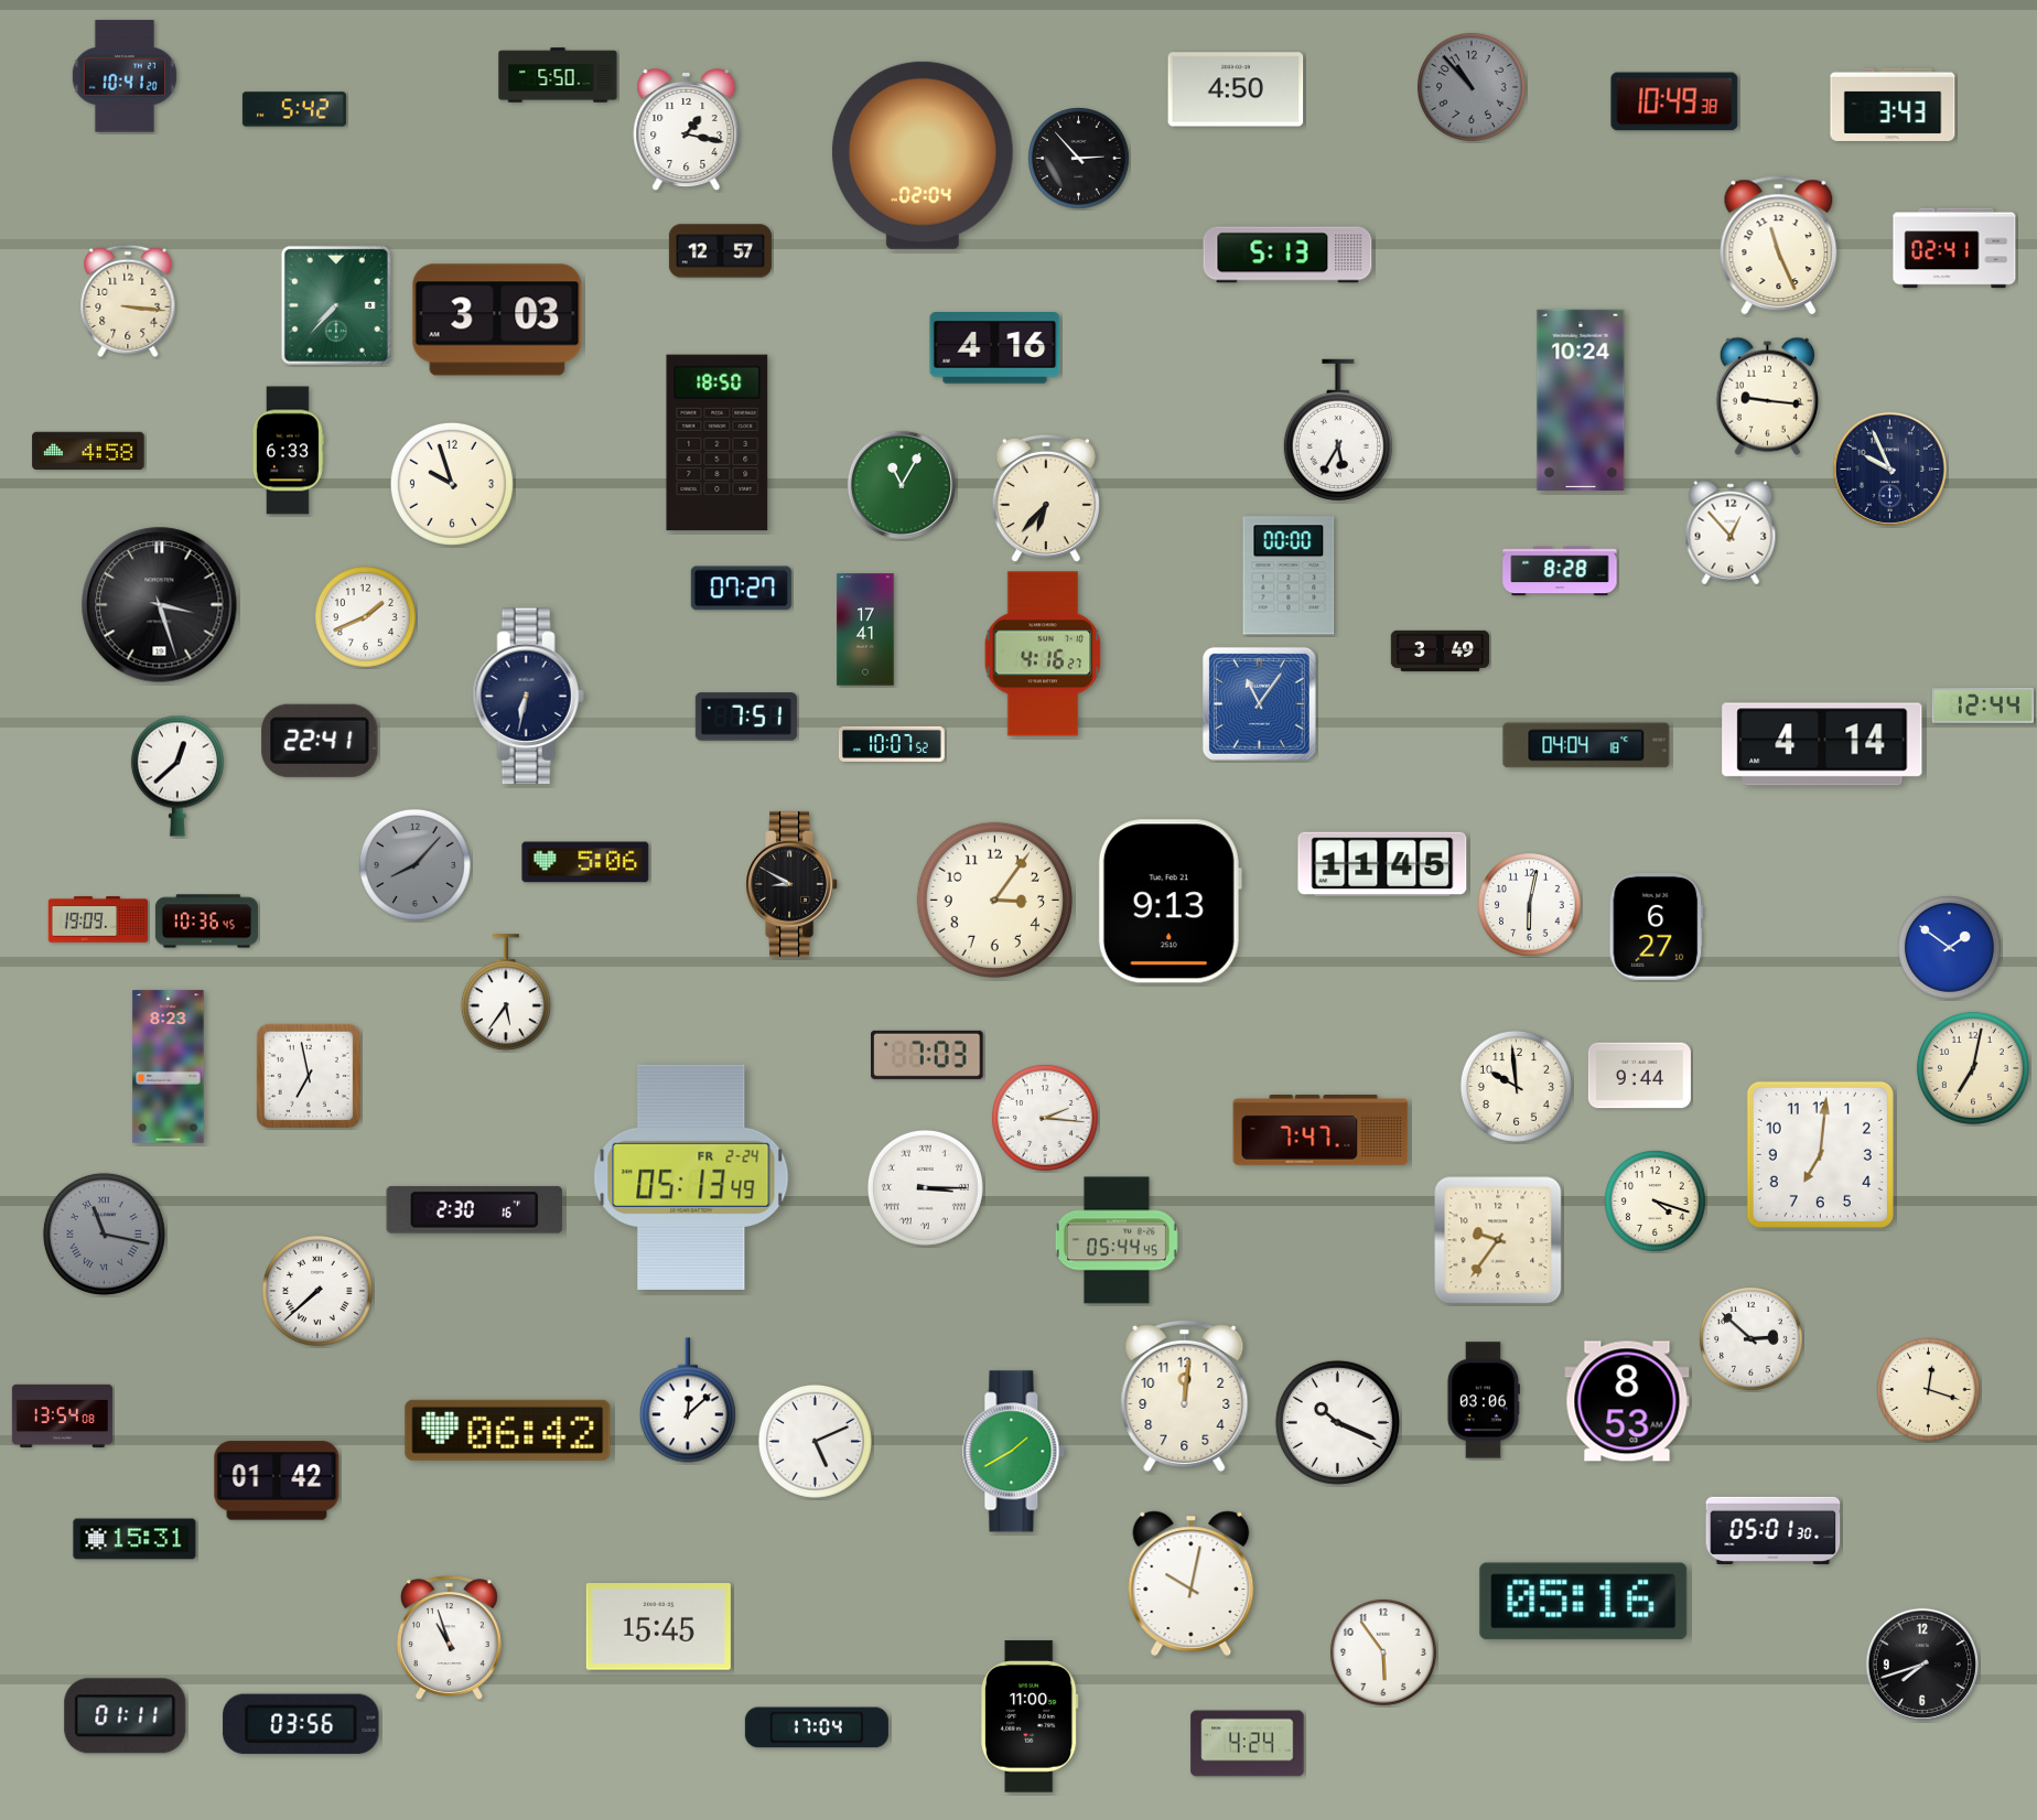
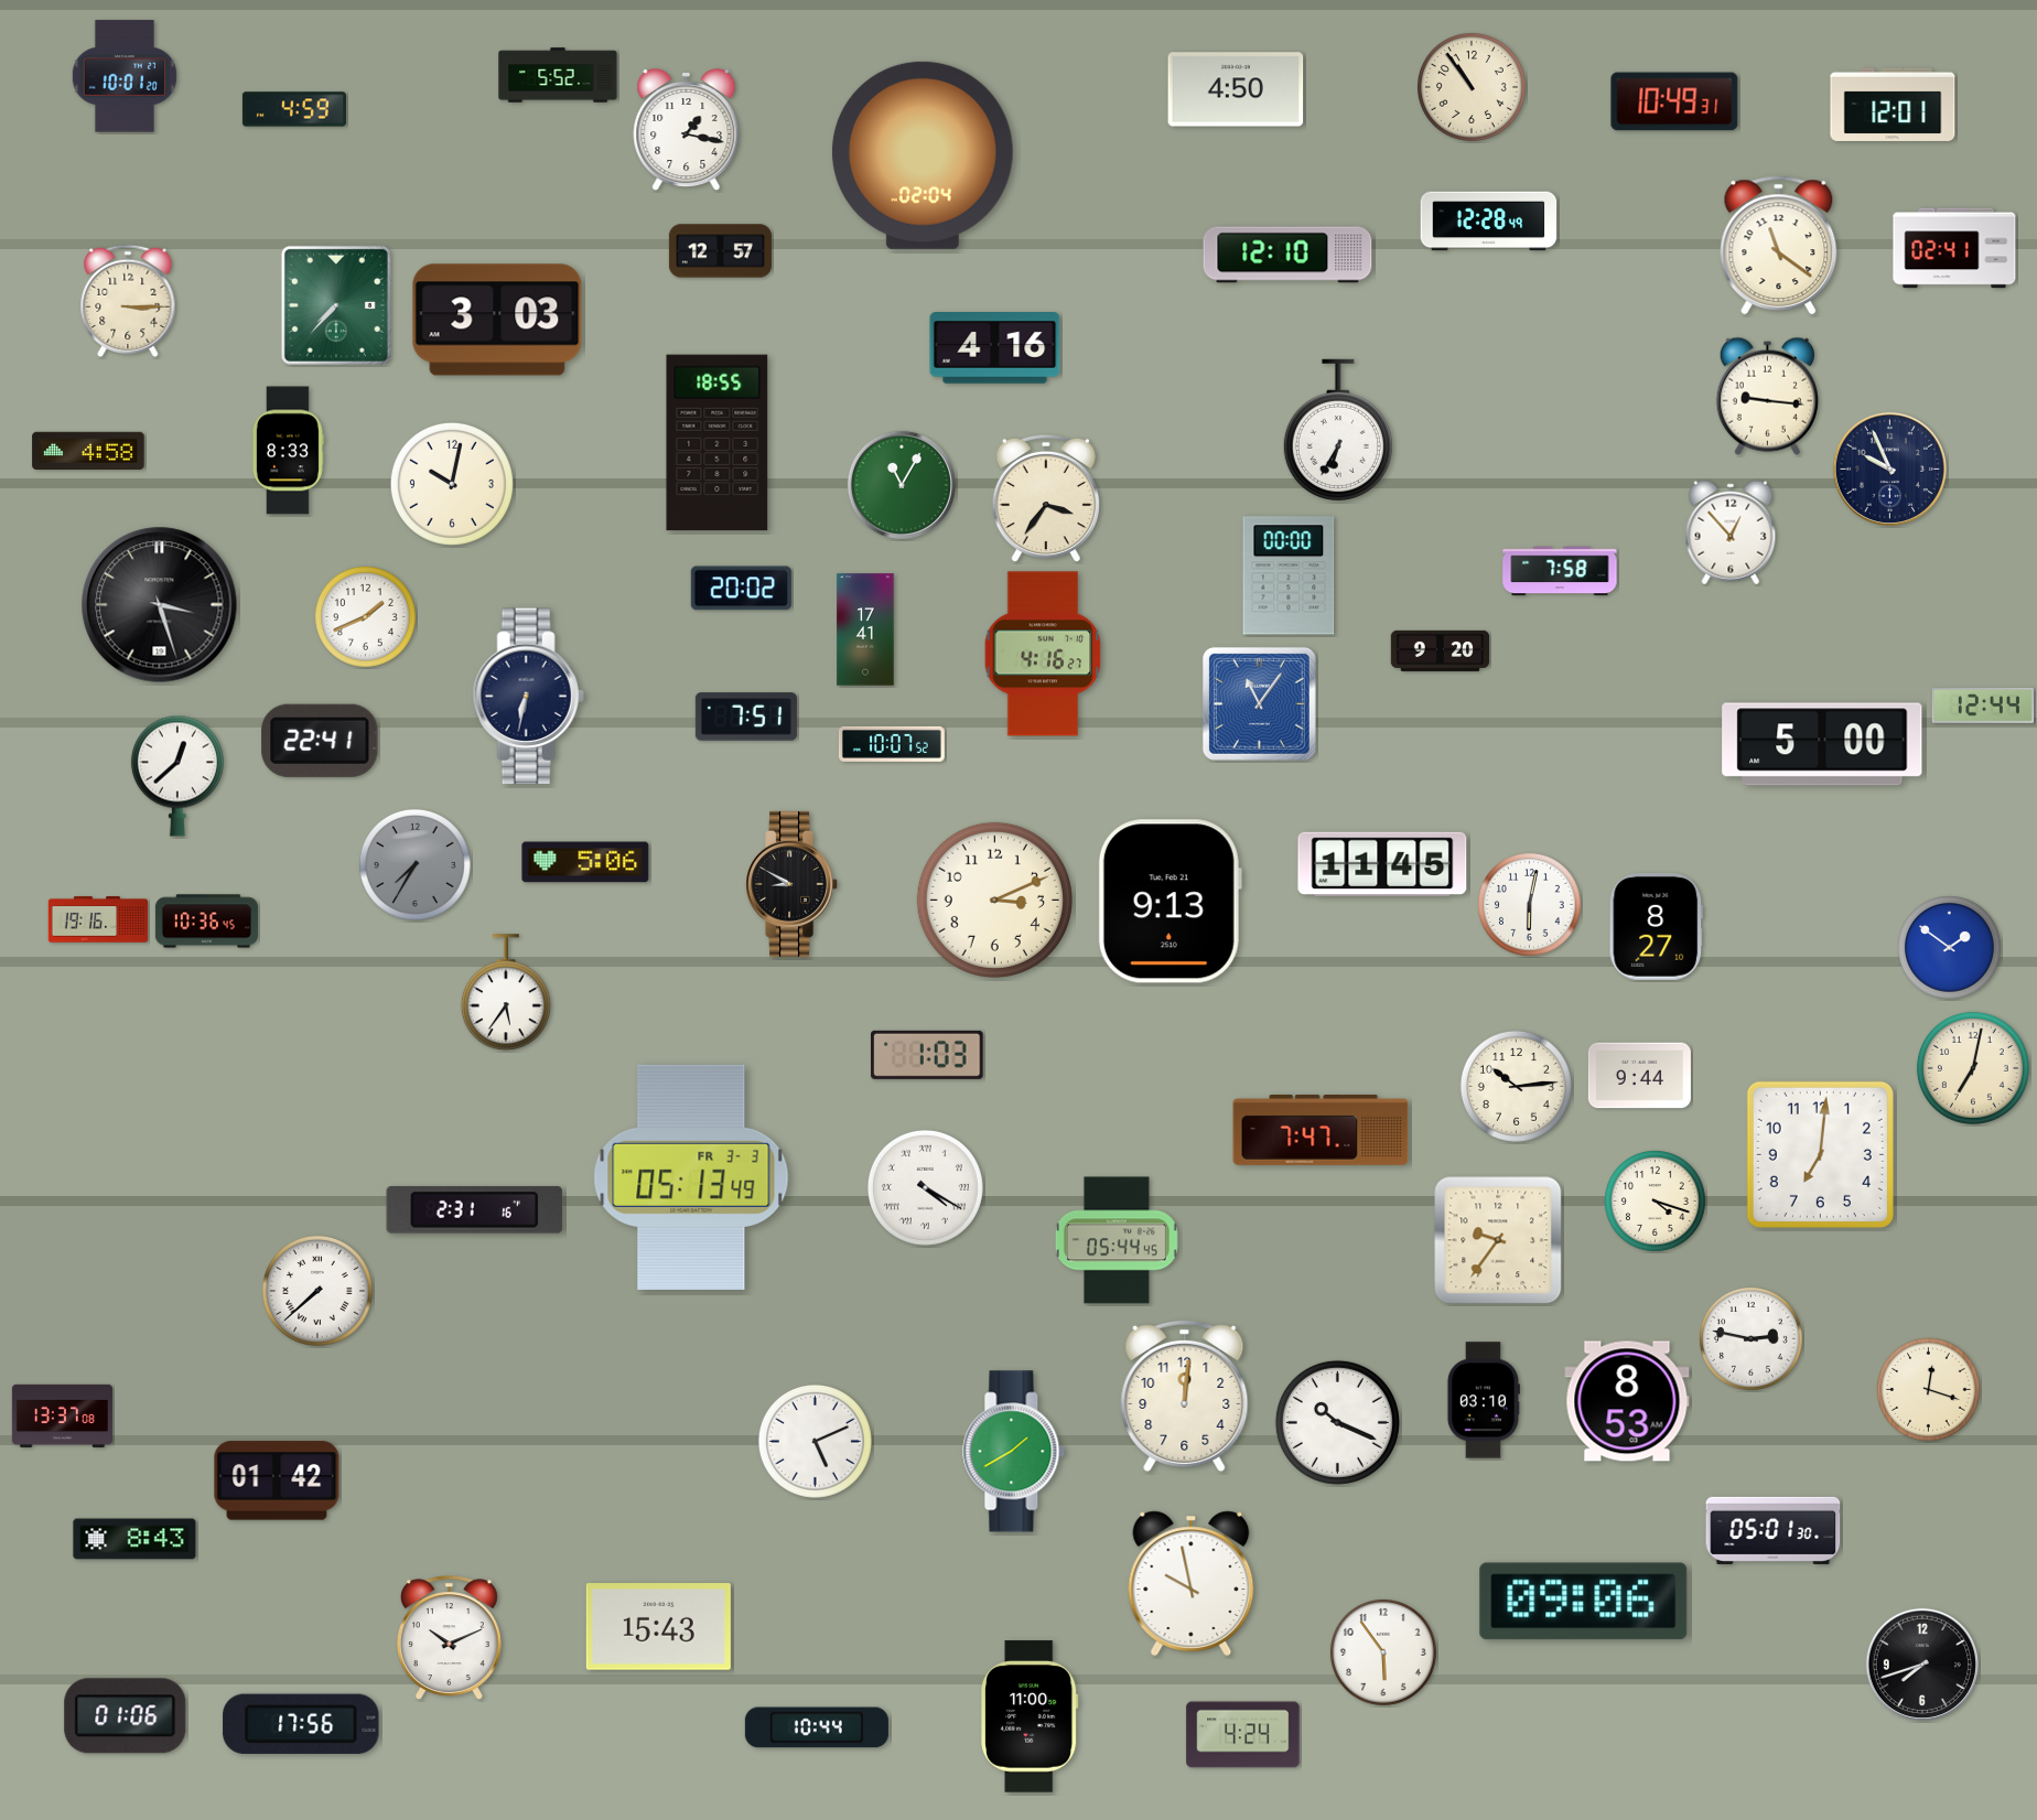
clock at (558, 75): 5:50 -> 5:52
clock at (125, 76): 10:41 -> 10:01
clock at (1472, 87): 10:53 -> 10:54
clock at (1472, 87) dial: grey -> cream
clock at (1674, 101): 10:49:38 -> 10:49:31
clock at (1893, 105): 3:43 -> 12:01
clock at (294, 109): 5:42 -> 4:59
clock at (1079, 159): 2:53 -> none
clock at (1489, 222): none -> 12:28
clock at (1779, 246): 11:26 -> 11:21
clock at (1287, 255): 5:13 -> 12:10
clock at (128, 300): 3:16 -> 3:15
clock at (1581, 400): 10:24 -> none
clock at (1338, 430): 5:35 -> 6:35
clock at (718, 443): 18:50 -> 18:55
clock at (288, 451): 6:33 -> 8:33
clock at (452, 484): 9:57 -> 10:02
clock at (1046, 498): 6:37 -> 3:36
clock at (1560, 571): 8:28 -> 7:58
clock at (741, 589): 07:27 -> 20:02
clock at (1441, 650): 3:49 -> 9:20
clock at (1822, 744): 4:14 -> 5:00
clock at (1586, 745): 04:04 -> none
clock at (414, 864): 8:07 -> 7:35
clock at (994, 900): 3:06 -> 3:11
clock at (97, 919): 19:09 -> 19:16
clock at (1657, 926): 6:27 -> 8:27
clock at (927, 1055): 7:03 -> 1:03
clock at (169, 1067): 8:23 -> none
clock at (309, 1076): 6:58 -> none
clock at (1516, 1086): 9:59 -> 10:14
clock at (1045, 1118): 2:16 -> none
clock at (691, 1177) date: FR 2-24 -> FR 3-3
clock at (925, 1187): 3:15 -> 4:20
clock at (475, 1210): 2:30 -> 2:31
clock at (104, 1234): 11:17 -> none
clock at (1752, 1339): 2:52 -> 2:47
clock at (688, 1400): 12:08 -> none
clock at (1483, 1400): 03:06 -> 03:10
clock at (62, 1415): 13:54 -> 13:37
clock at (508, 1430): 06:42 -> none
clock at (134, 1539): 15:31 -> 8:43
clock at (1192, 1583): 10:02 -> 9:58
clock at (1584, 1602): 05:16 -> 09:06
clock at (658, 1627): 15:45 -> 15:43
clock at (449, 1638): 10:57 -> 10:11
clock at (126, 1716): 01:11 -> 01:06
clock at (301, 1724): 03:56 -> 17:56
clock at (817, 1727): 17:04 -> 10:44
clock at (1248, 1744) position: (1248, 1744) -> (1243, 1735)
